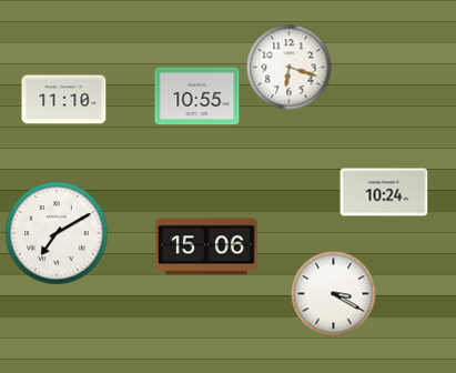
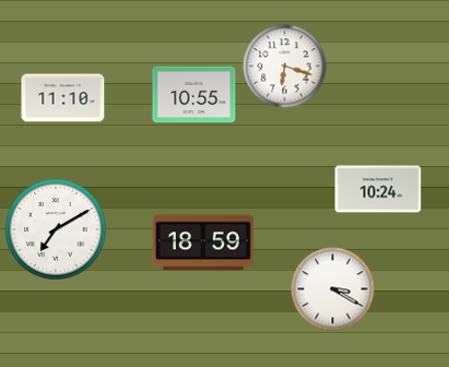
clock at (206, 246): 15:06 -> 18:59
clock at (334, 294) position: (334, 294) -> (333, 289)
